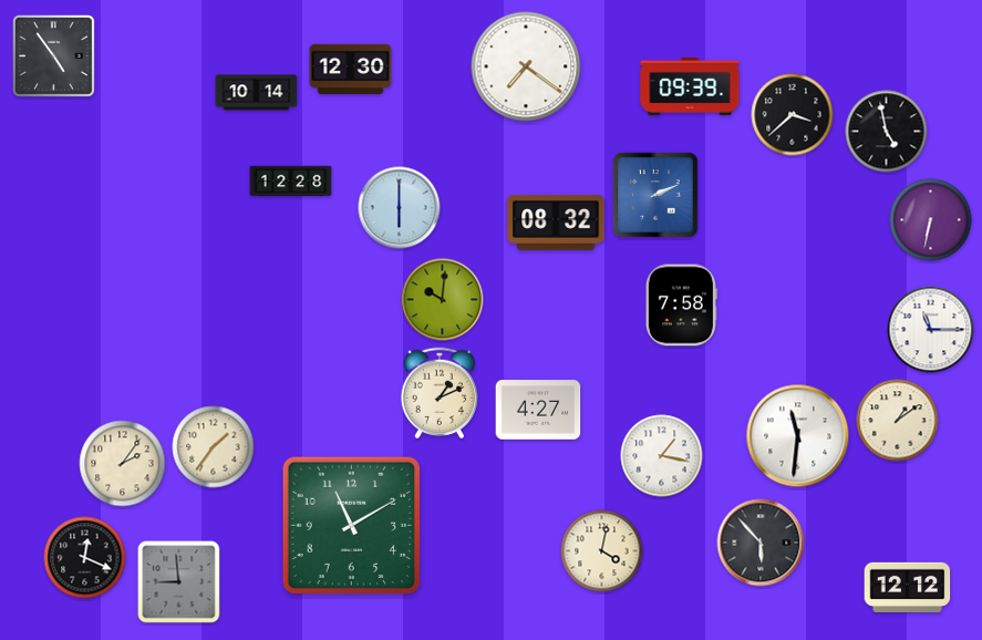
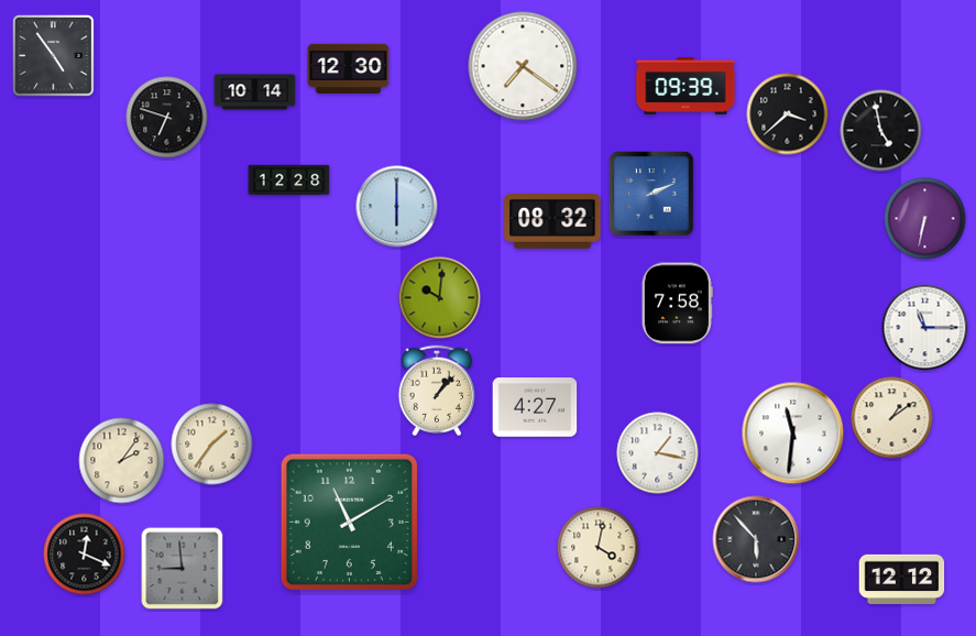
clock at (167, 118): none -> 6:48
clock at (440, 393): 1:11 -> 1:07
clock at (179, 582) position: (179, 582) -> (183, 569)
clock at (908, 587) position: (908, 587) -> (902, 579)
